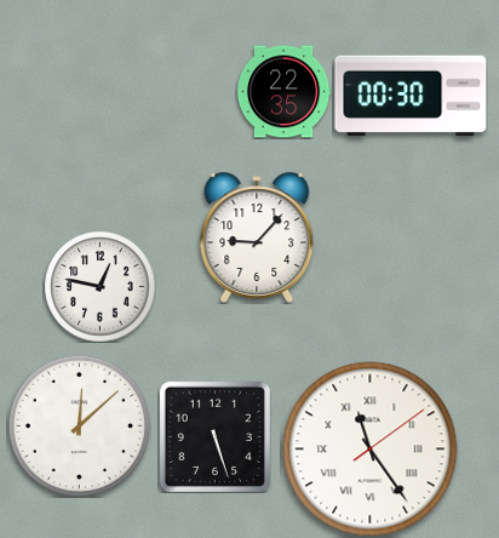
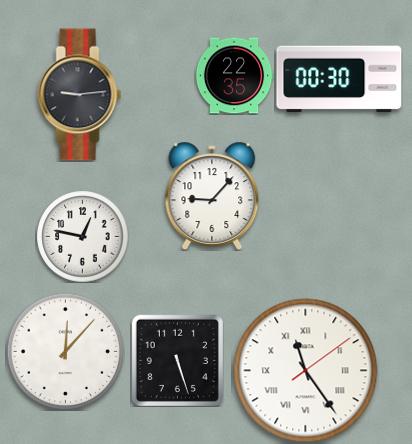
clock at (80, 95): none -> 9:14
clock at (79, 425): 12:08 -> 12:07
